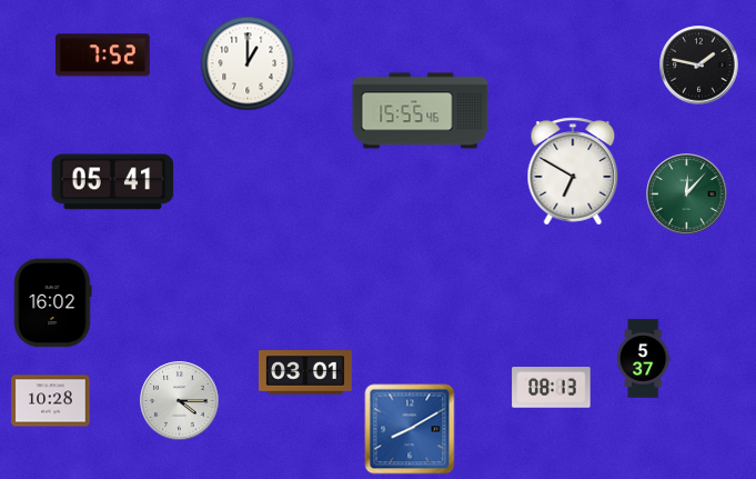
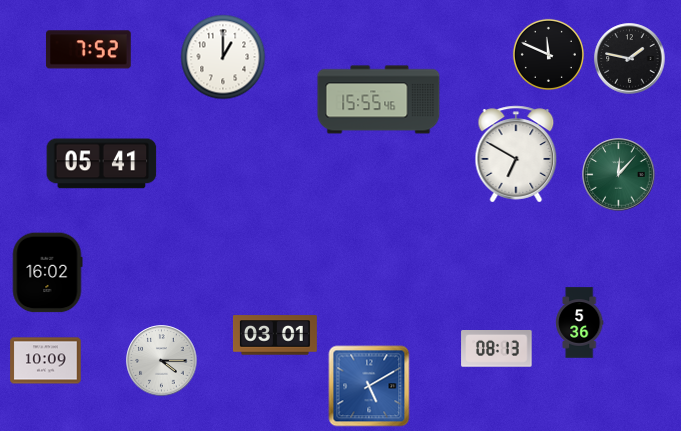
clock at (102, 56) position: (102, 56) -> (88, 50)
clock at (548, 54): none -> 11:49
clock at (644, 359): 5:37 -> 5:36
clock at (51, 401): 10:28 -> 10:09
clock at (410, 429): 8:10 -> 5:10
